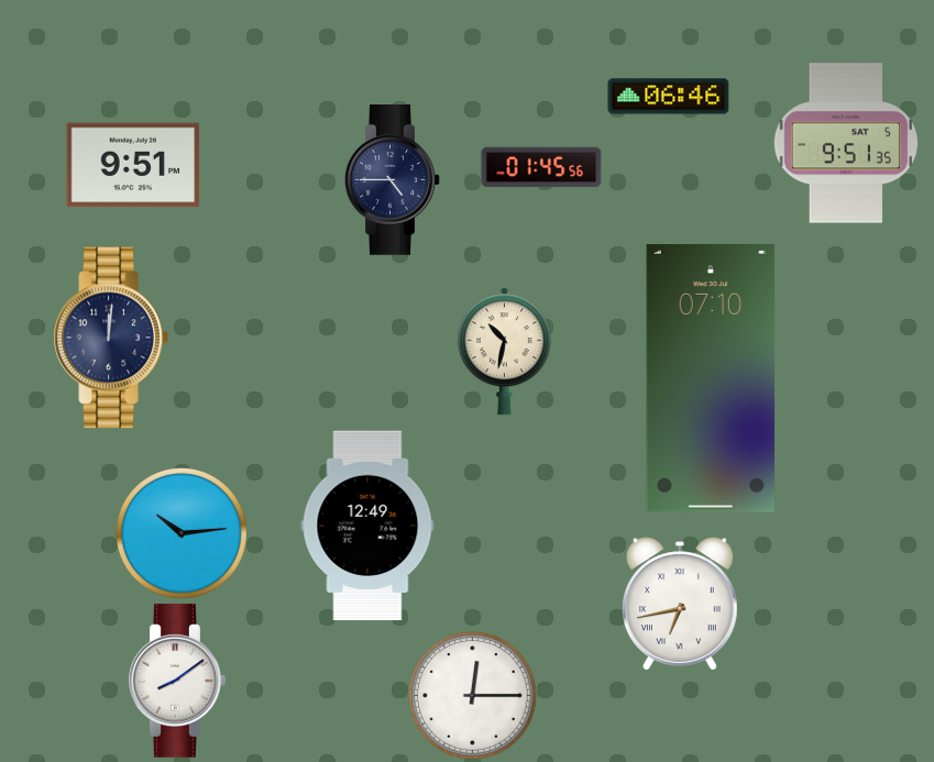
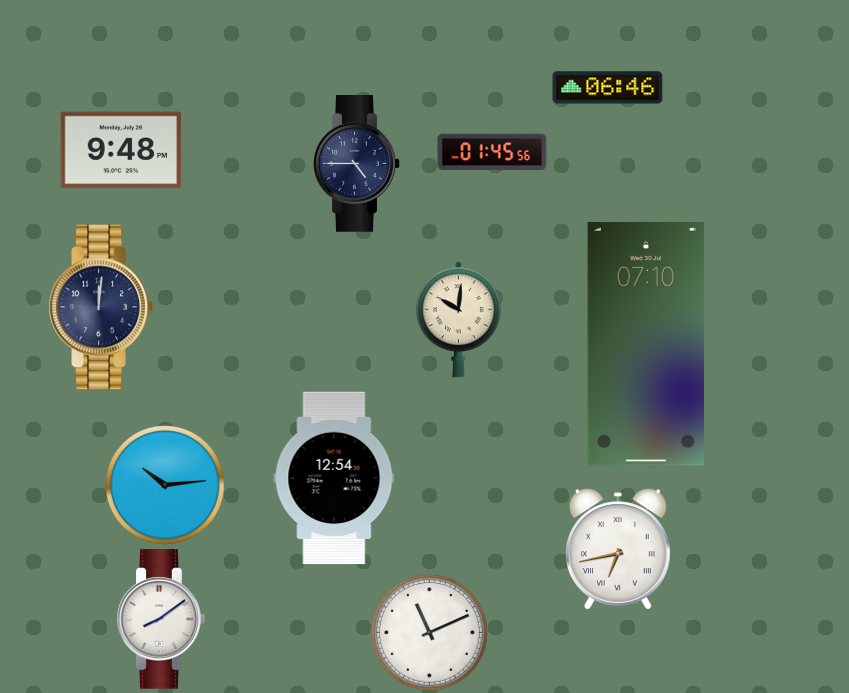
clock at (846, 143): 9:51 -> none
clock at (133, 165): 9:51 -> 9:48
clock at (504, 352): 10:32 -> 10:01
clock at (367, 526): 12:49 -> 12:54
clock at (473, 696): 12:15 -> 11:11
